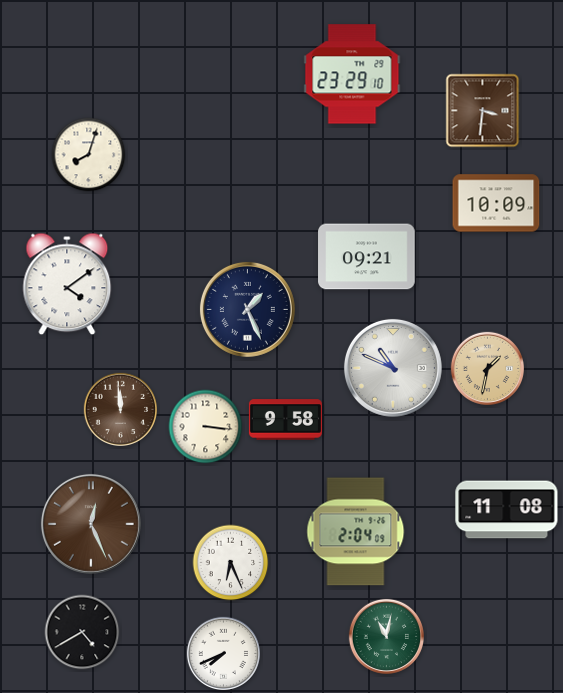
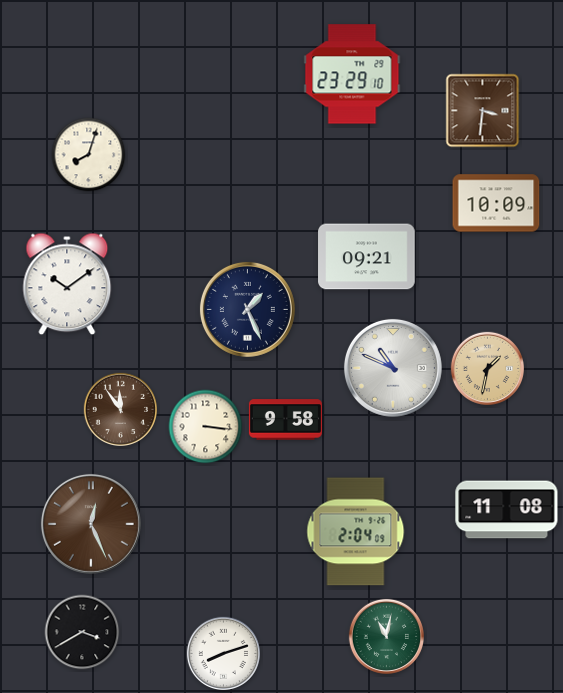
clock at (67, 284): 4:09 -> 10:09
clock at (120, 409): 11:59 -> 11:54
clock at (231, 563): 6:26 -> none
clock at (82, 632): 4:40 -> 3:40
clock at (223, 653): 7:41 -> 8:12
